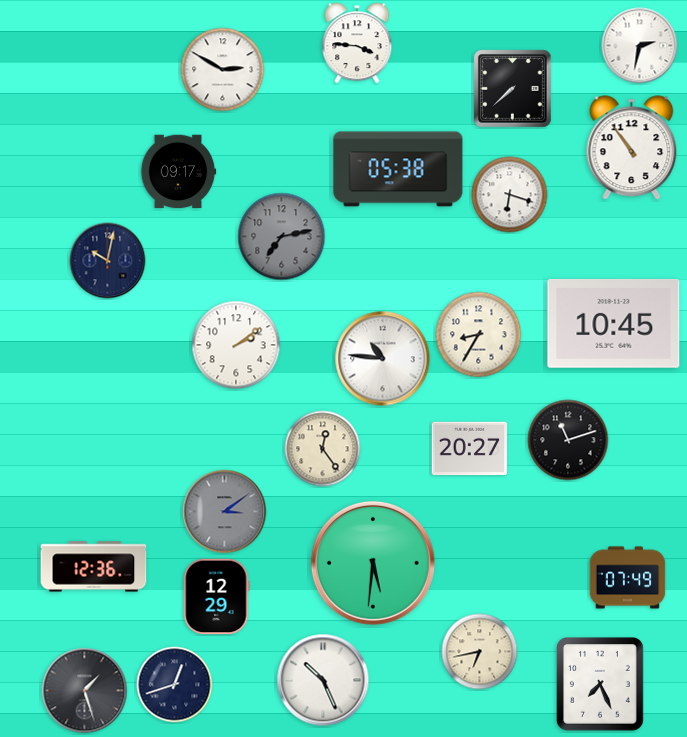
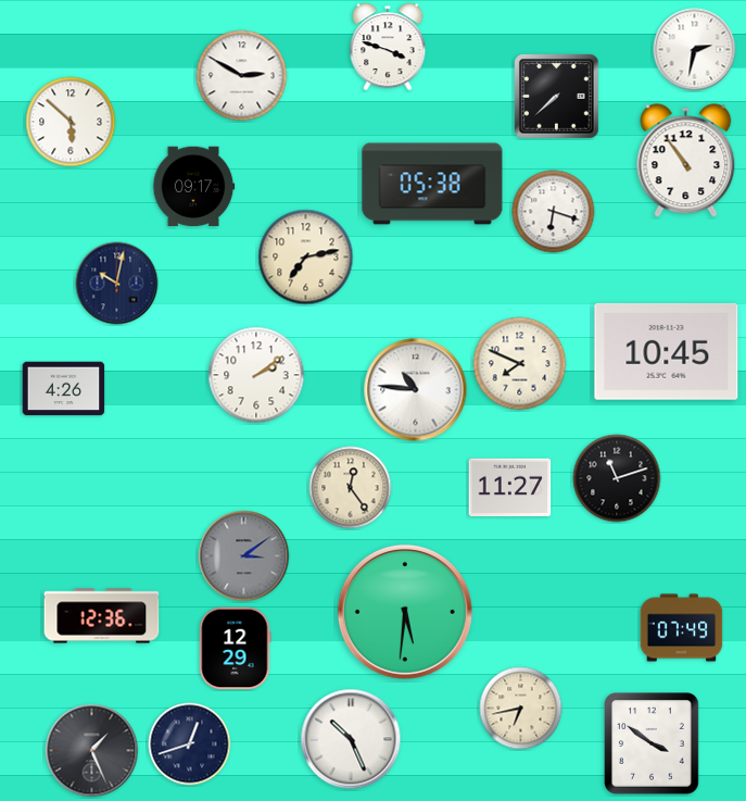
clock at (357, 43): 3:46 -> 3:48
clock at (71, 122): none -> 5:52
clock at (282, 237) dial: grey -> cream
clock at (479, 335): 8:35 -> 7:49
clock at (64, 389): none -> 4:26
clock at (470, 449): 20:27 -> 11:27
clock at (601, 685): 7:26 -> 3:51
clock at (85, 691): 1:27 -> 1:26
